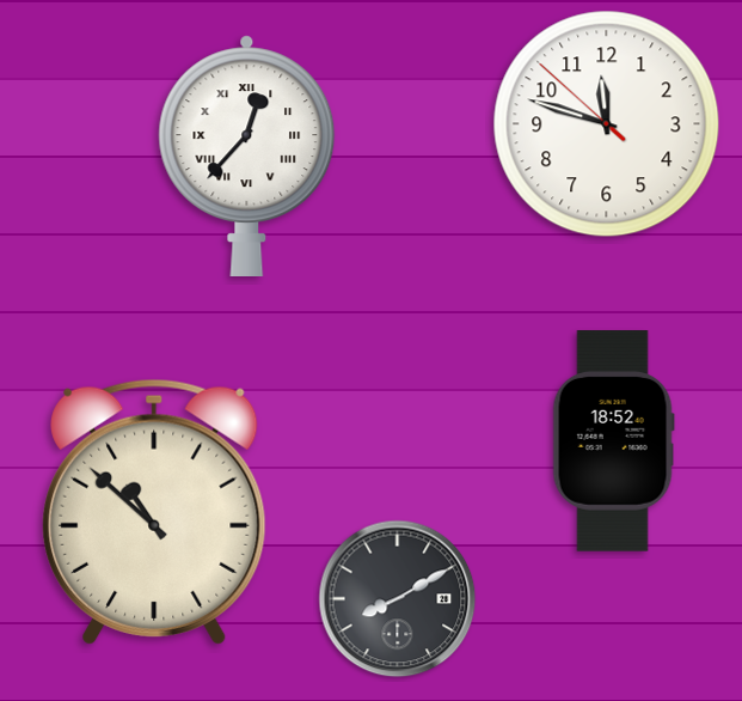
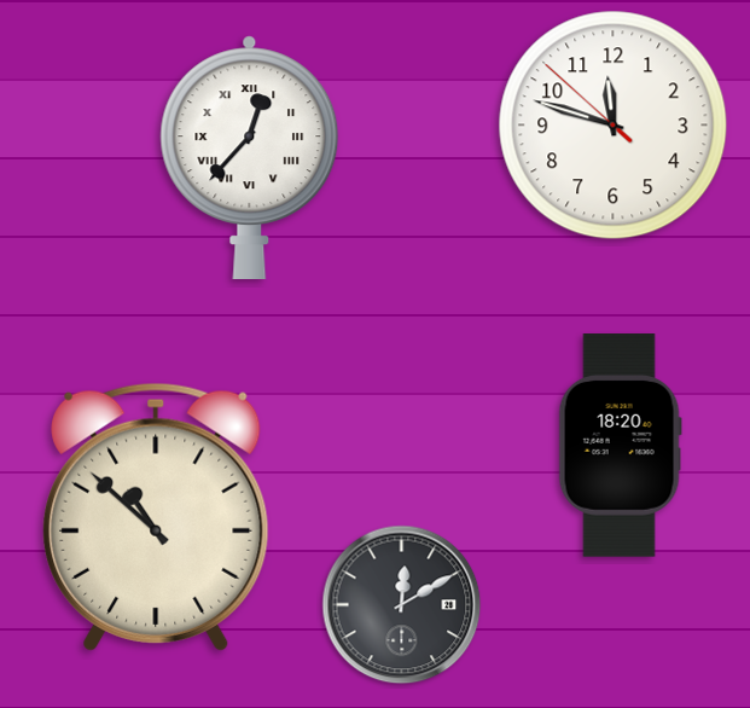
clock at (613, 441): 18:52 -> 18:20
clock at (398, 599): 8:10 -> 12:10
